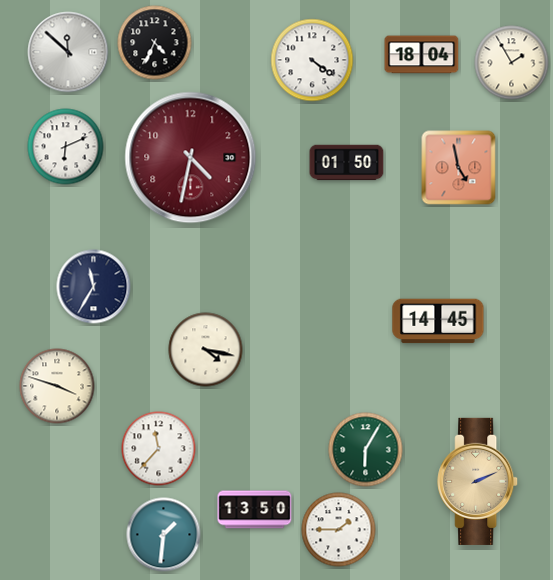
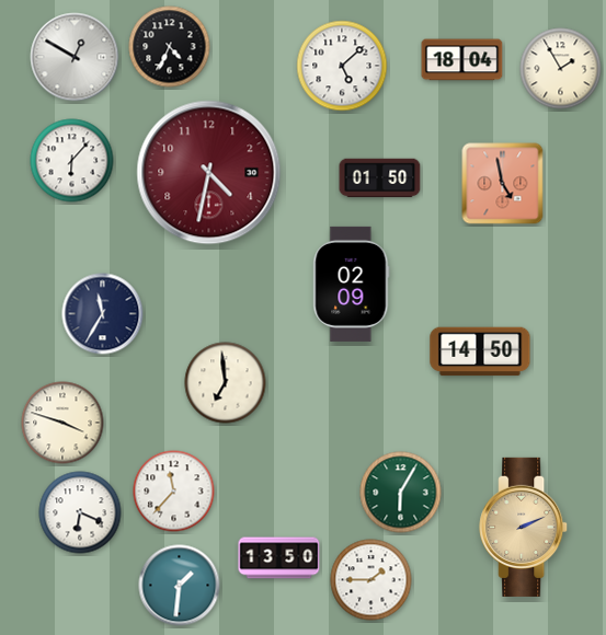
clock at (68, 52): 11:52 -> 12:50
clock at (312, 60): 4:21 -> 5:08
clock at (66, 147): 6:11 -> 6:07
clock at (352, 284): none -> 02:09
clock at (438, 321): 14:45 -> 14:50
clock at (206, 350): 4:17 -> 6:59
clock at (80, 512): none -> 6:19
